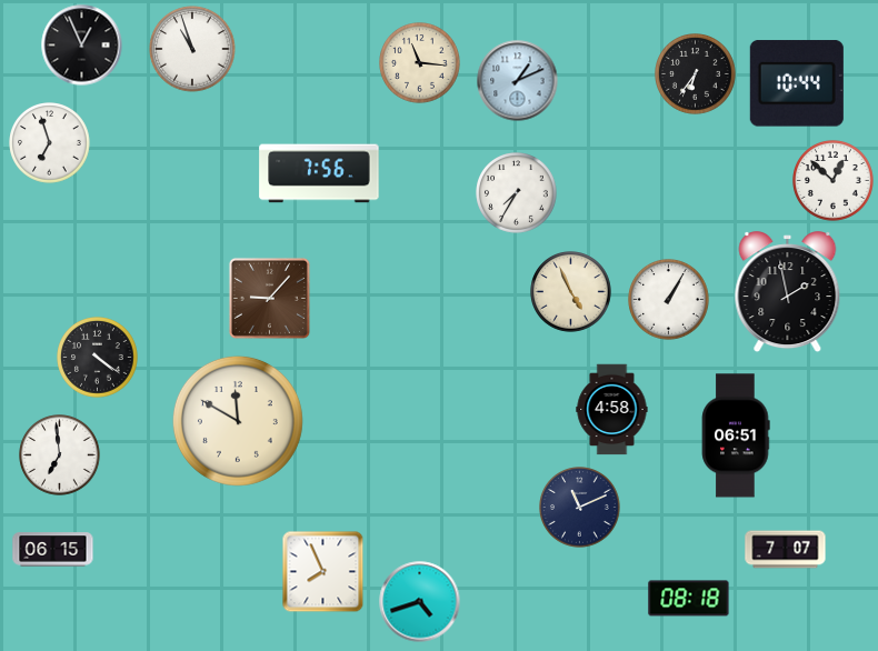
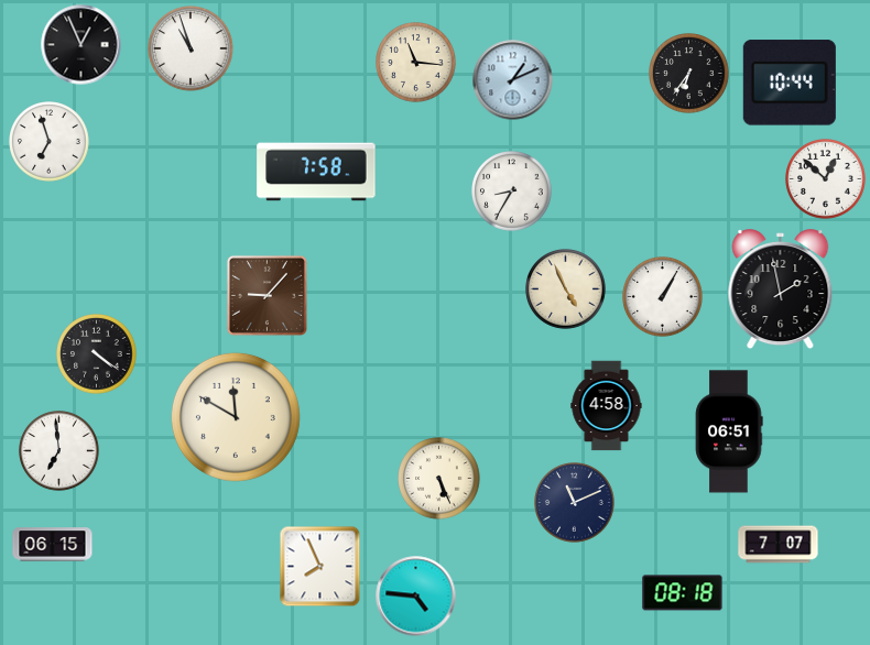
clock at (319, 173): 7:56 -> 7:58
clock at (517, 193): 7:35 -> 8:35
clock at (439, 479): none -> 5:26
clock at (420, 602): 4:42 -> 4:46
